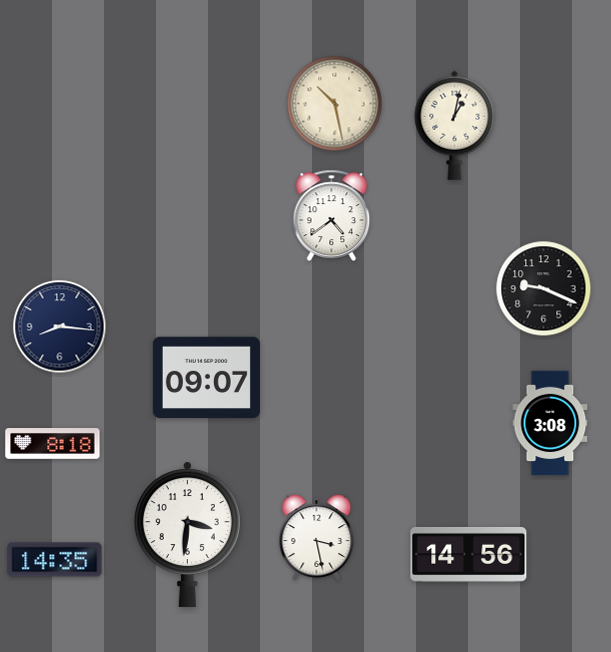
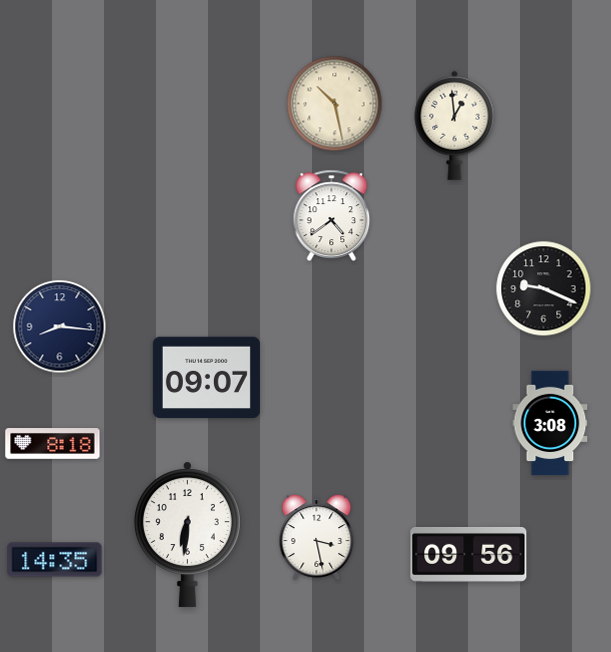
clock at (455, 125): 1:02 -> 12:59
clock at (187, 534): 3:31 -> 6:31
clock at (469, 554): 14:56 -> 09:56
